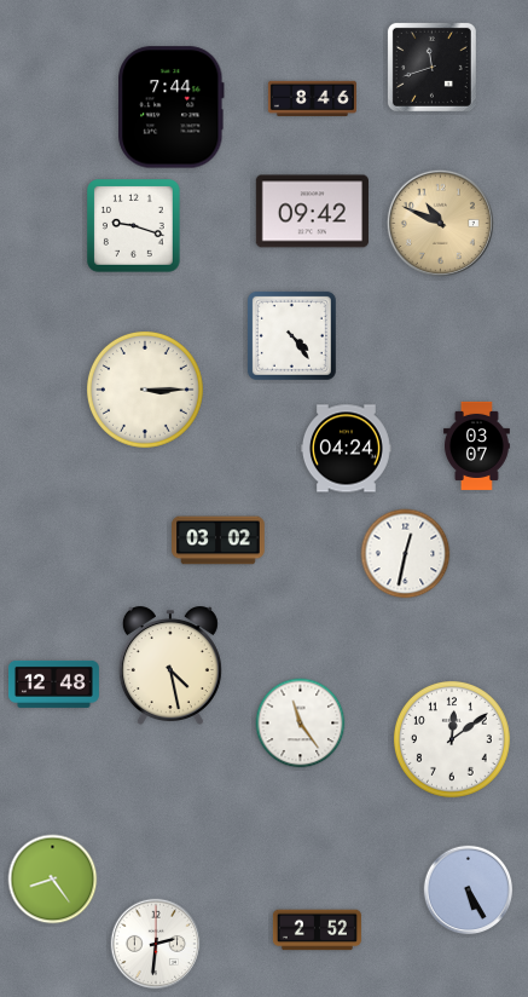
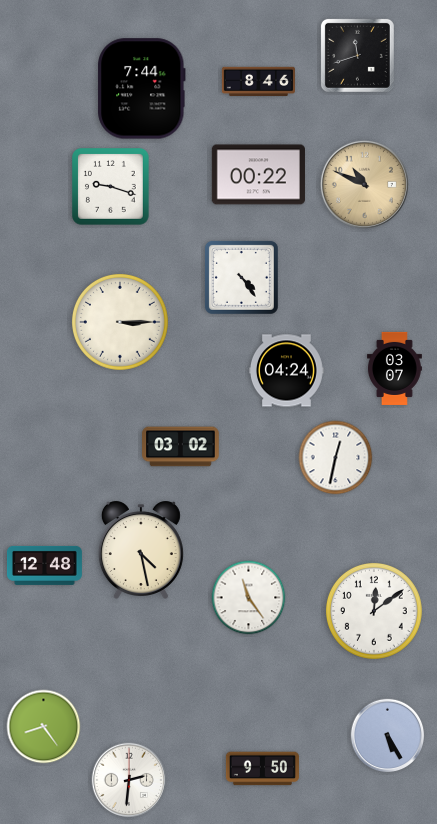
clock at (312, 212): 09:42 -> 00:22
clock at (317, 930): 2:52 -> 9:50
